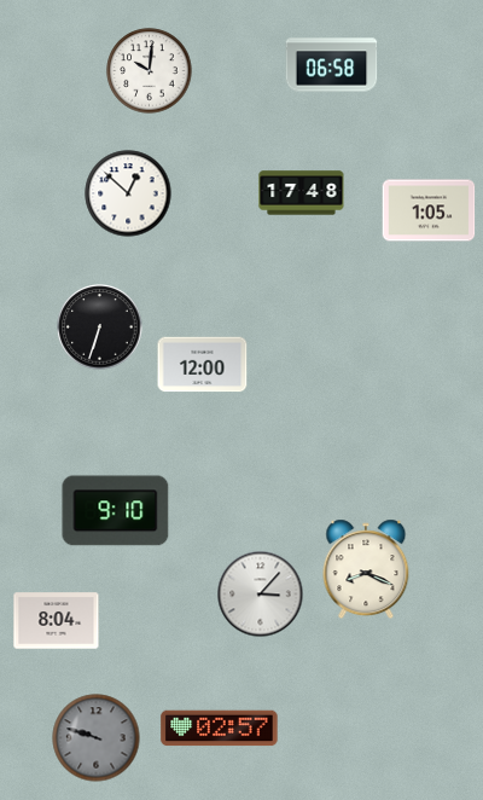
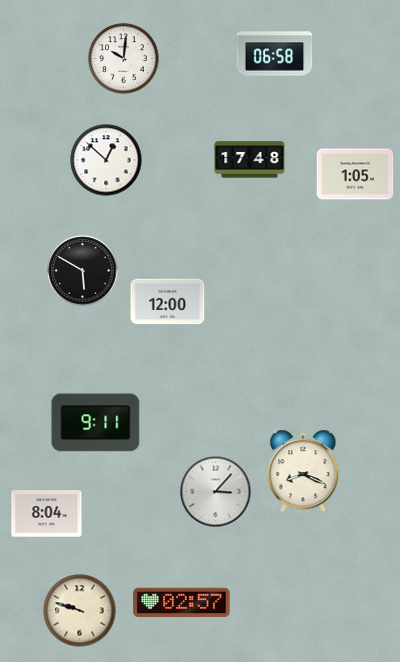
clock at (100, 327): 6:33 -> 5:50
clock at (116, 511): 9:10 -> 9:11
clock at (97, 738) dial: grey -> cream
